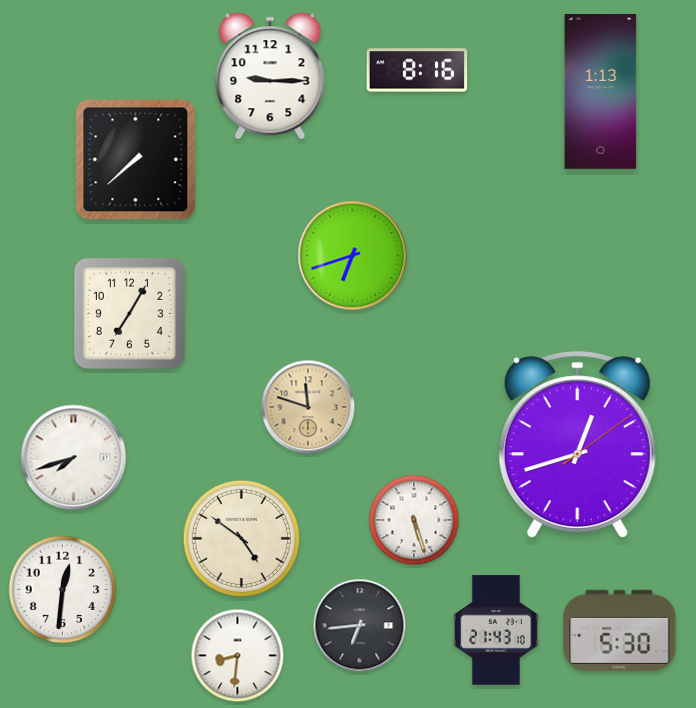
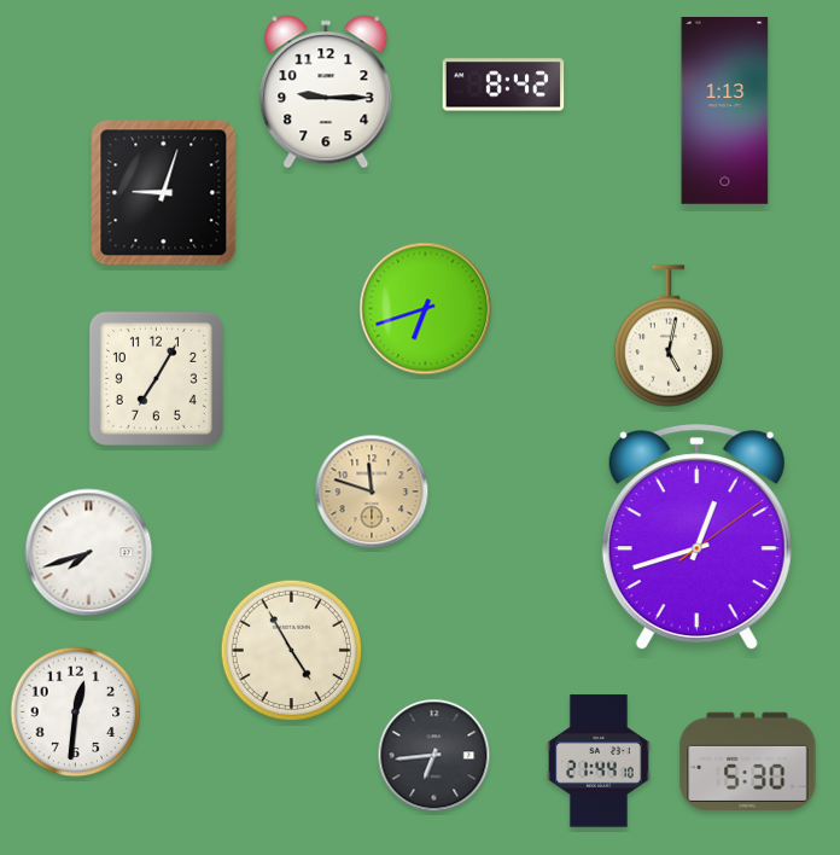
clock at (417, 70): 8:16 -> 8:42
clock at (136, 160): 7:38 -> 9:03
clock at (669, 336): none -> 5:02
clock at (414, 520): 5:27 -> none
clock at (241, 538): 4:51 -> 4:55
clock at (496, 630): 21:43 -> 21:44
clock at (238, 656): 8:31 -> none
